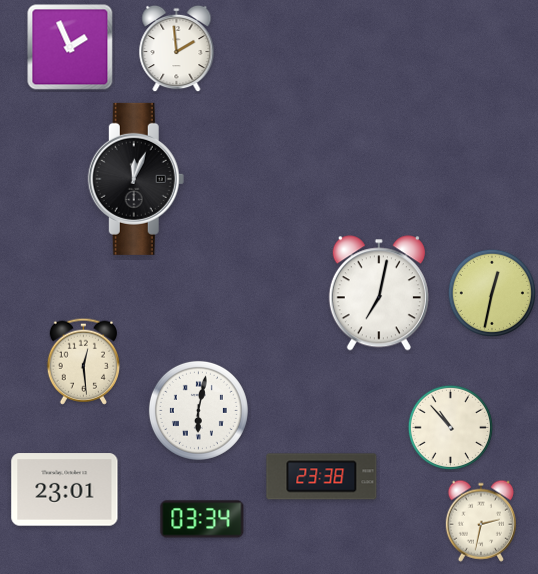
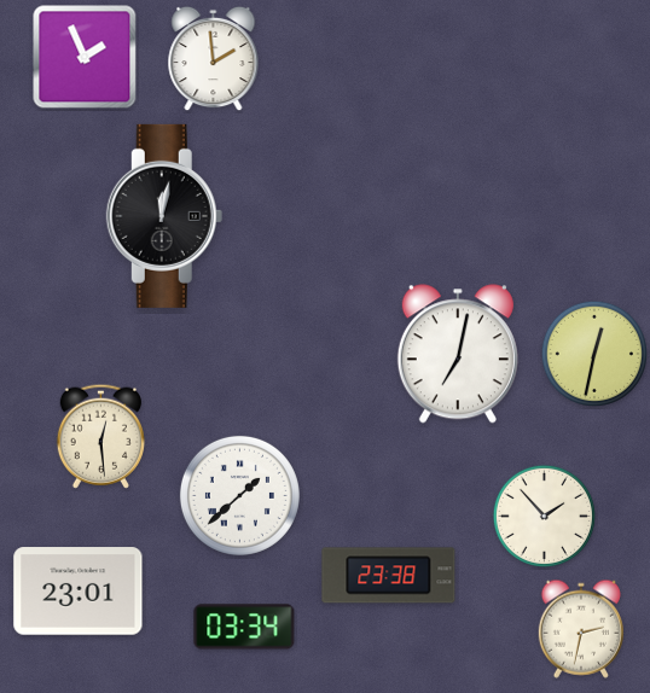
clock at (136, 179): 12:04 -> 12:02
clock at (198, 410): 6:02 -> 1:38
clock at (450, 427): 10:53 -> 1:53
